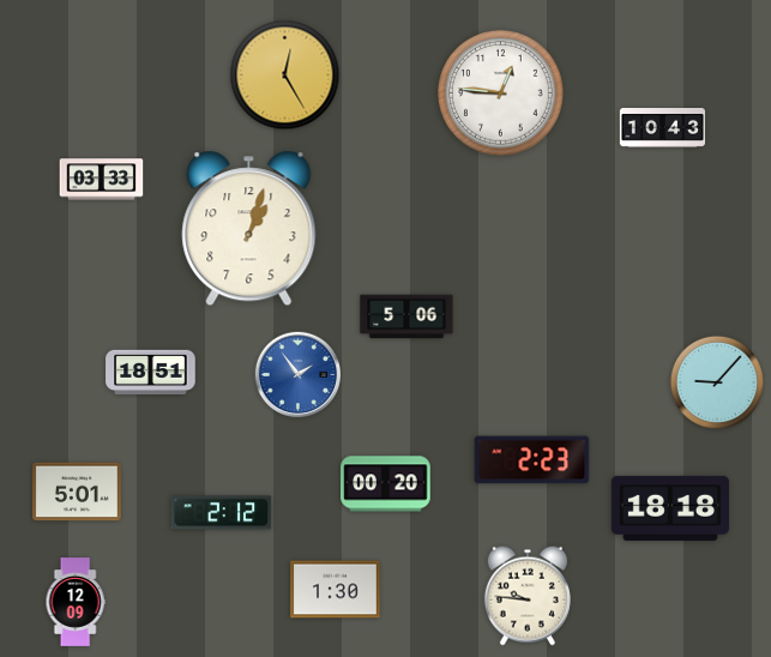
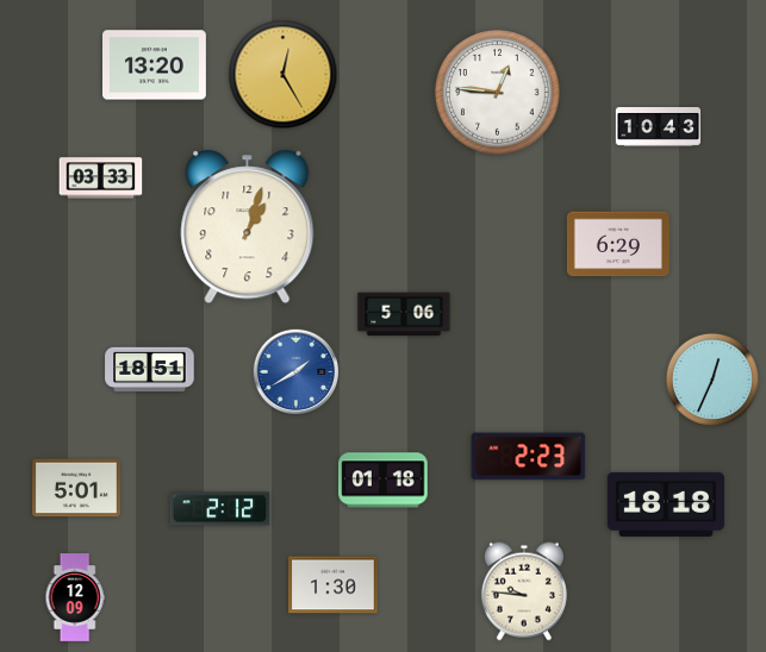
clock at (155, 65): none -> 13:20
clock at (618, 244): none -> 6:29
clock at (299, 375): 1:54 -> 1:40
clock at (717, 382): 9:07 -> 12:34
clock at (386, 484): 00:20 -> 01:18
